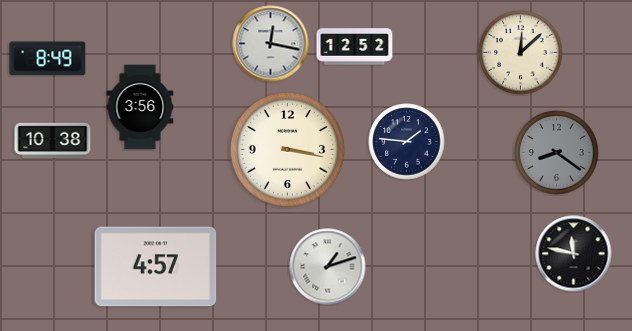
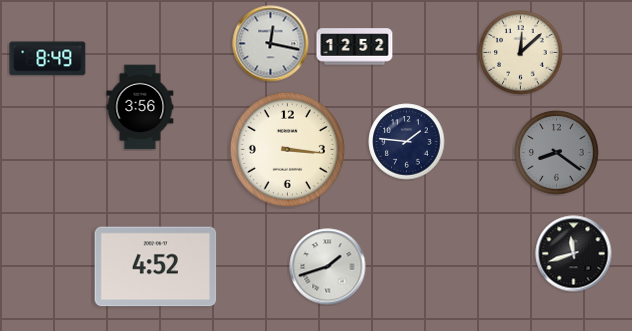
clock at (53, 140): 10:38 -> none
clock at (287, 149): 3:17 -> 3:16
clock at (574, 254): 11:47 -> 11:42
clock at (156, 267): 4:57 -> 4:52
clock at (328, 267): 1:12 -> 1:42
